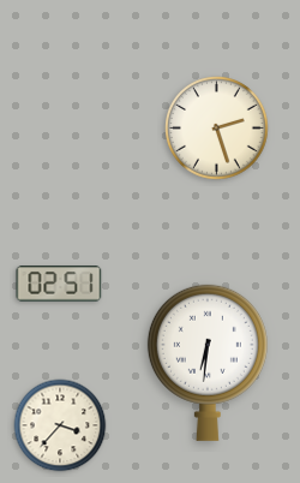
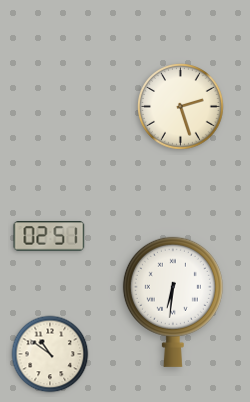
clock at (60, 425): 3:37 -> 10:51
